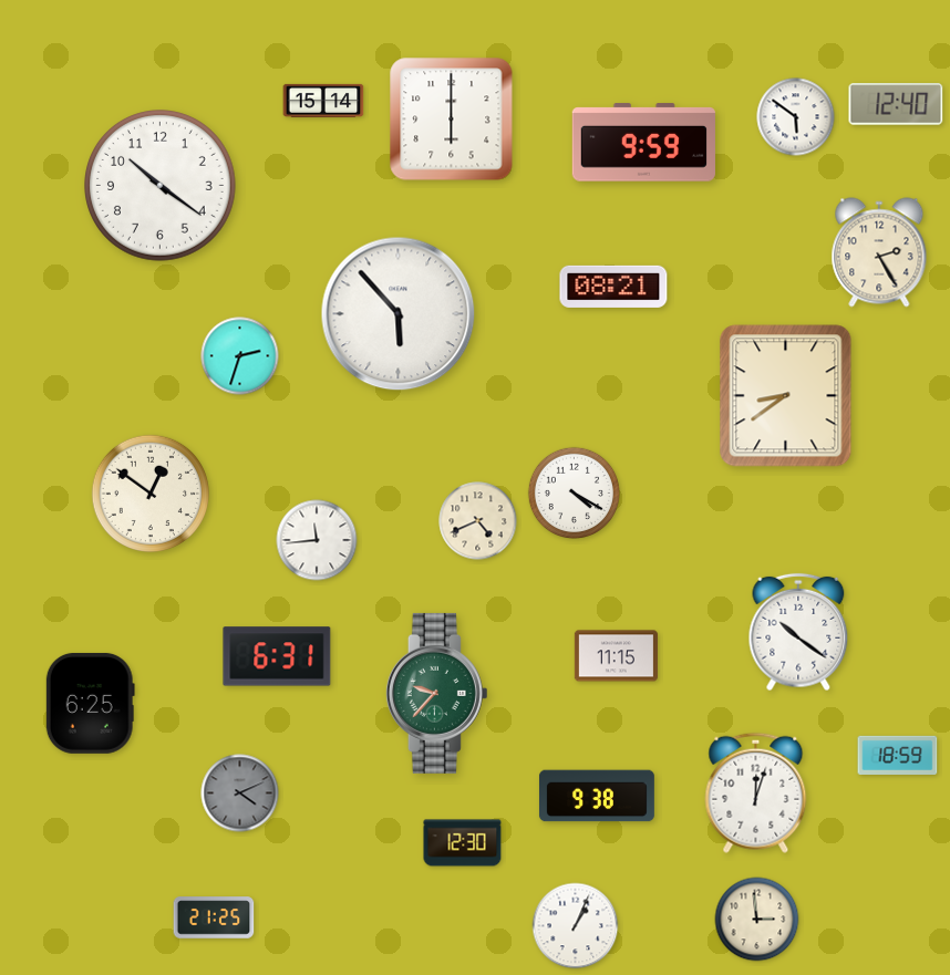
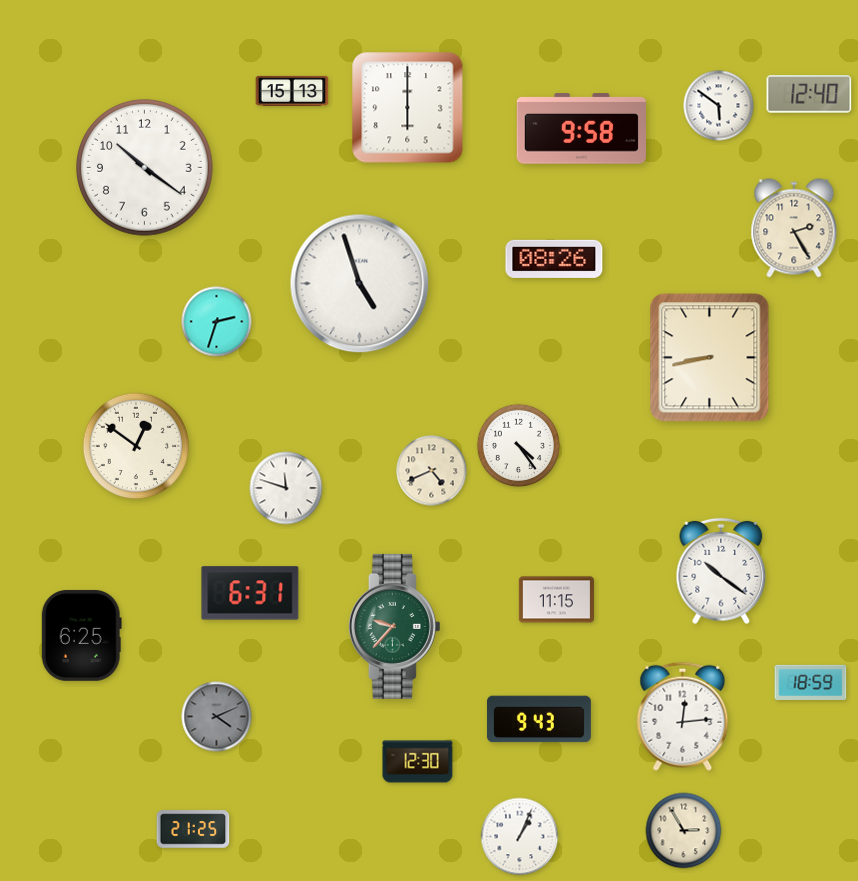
clock at (323, 101): 15:14 -> 15:13
clock at (643, 143): 9:59 -> 9:58
clock at (613, 287): 08:21 -> 08:26
clock at (399, 314): 5:53 -> 4:57
clock at (786, 396): 8:39 -> 8:43
clock at (574, 492): 4:20 -> 4:24
clock at (317, 540): 11:44 -> 11:48
clock at (616, 656) position: (616, 656) -> (556, 600)
clock at (756, 792): 12:03 -> 12:14
clock at (597, 796): 9:38 -> 9:43
clock at (757, 920): 2:59 -> 2:55
